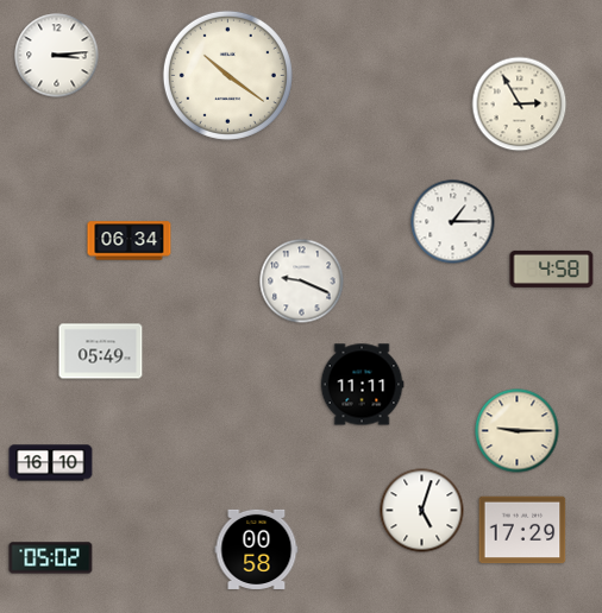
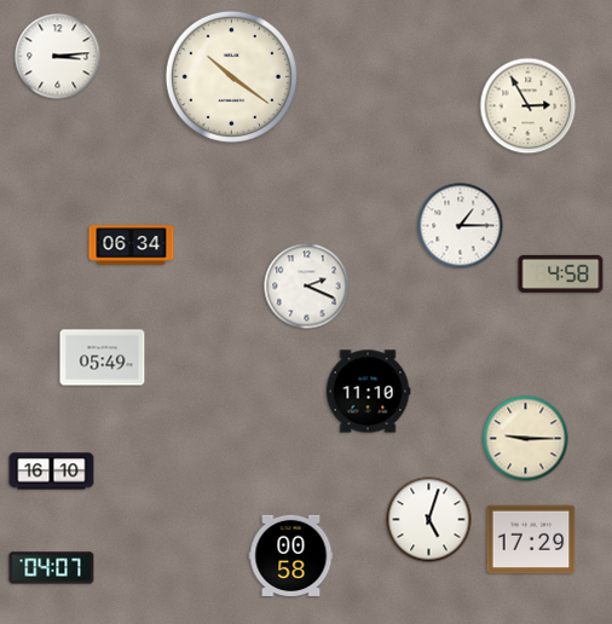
clock at (302, 282): 9:19 -> 2:19
clock at (362, 385): 11:11 -> 11:10
clock at (257, 549) position: (257, 549) -> (291, 555)
clock at (51, 558): 05:02 -> 04:07
